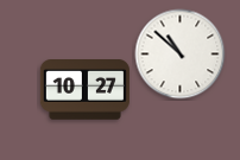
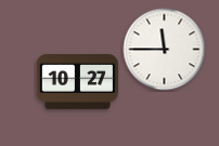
clock at (181, 55): 10:52 -> 11:45
